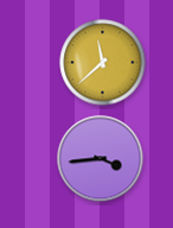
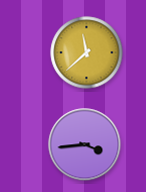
clock at (101, 159) position: (101, 159) -> (85, 145)
